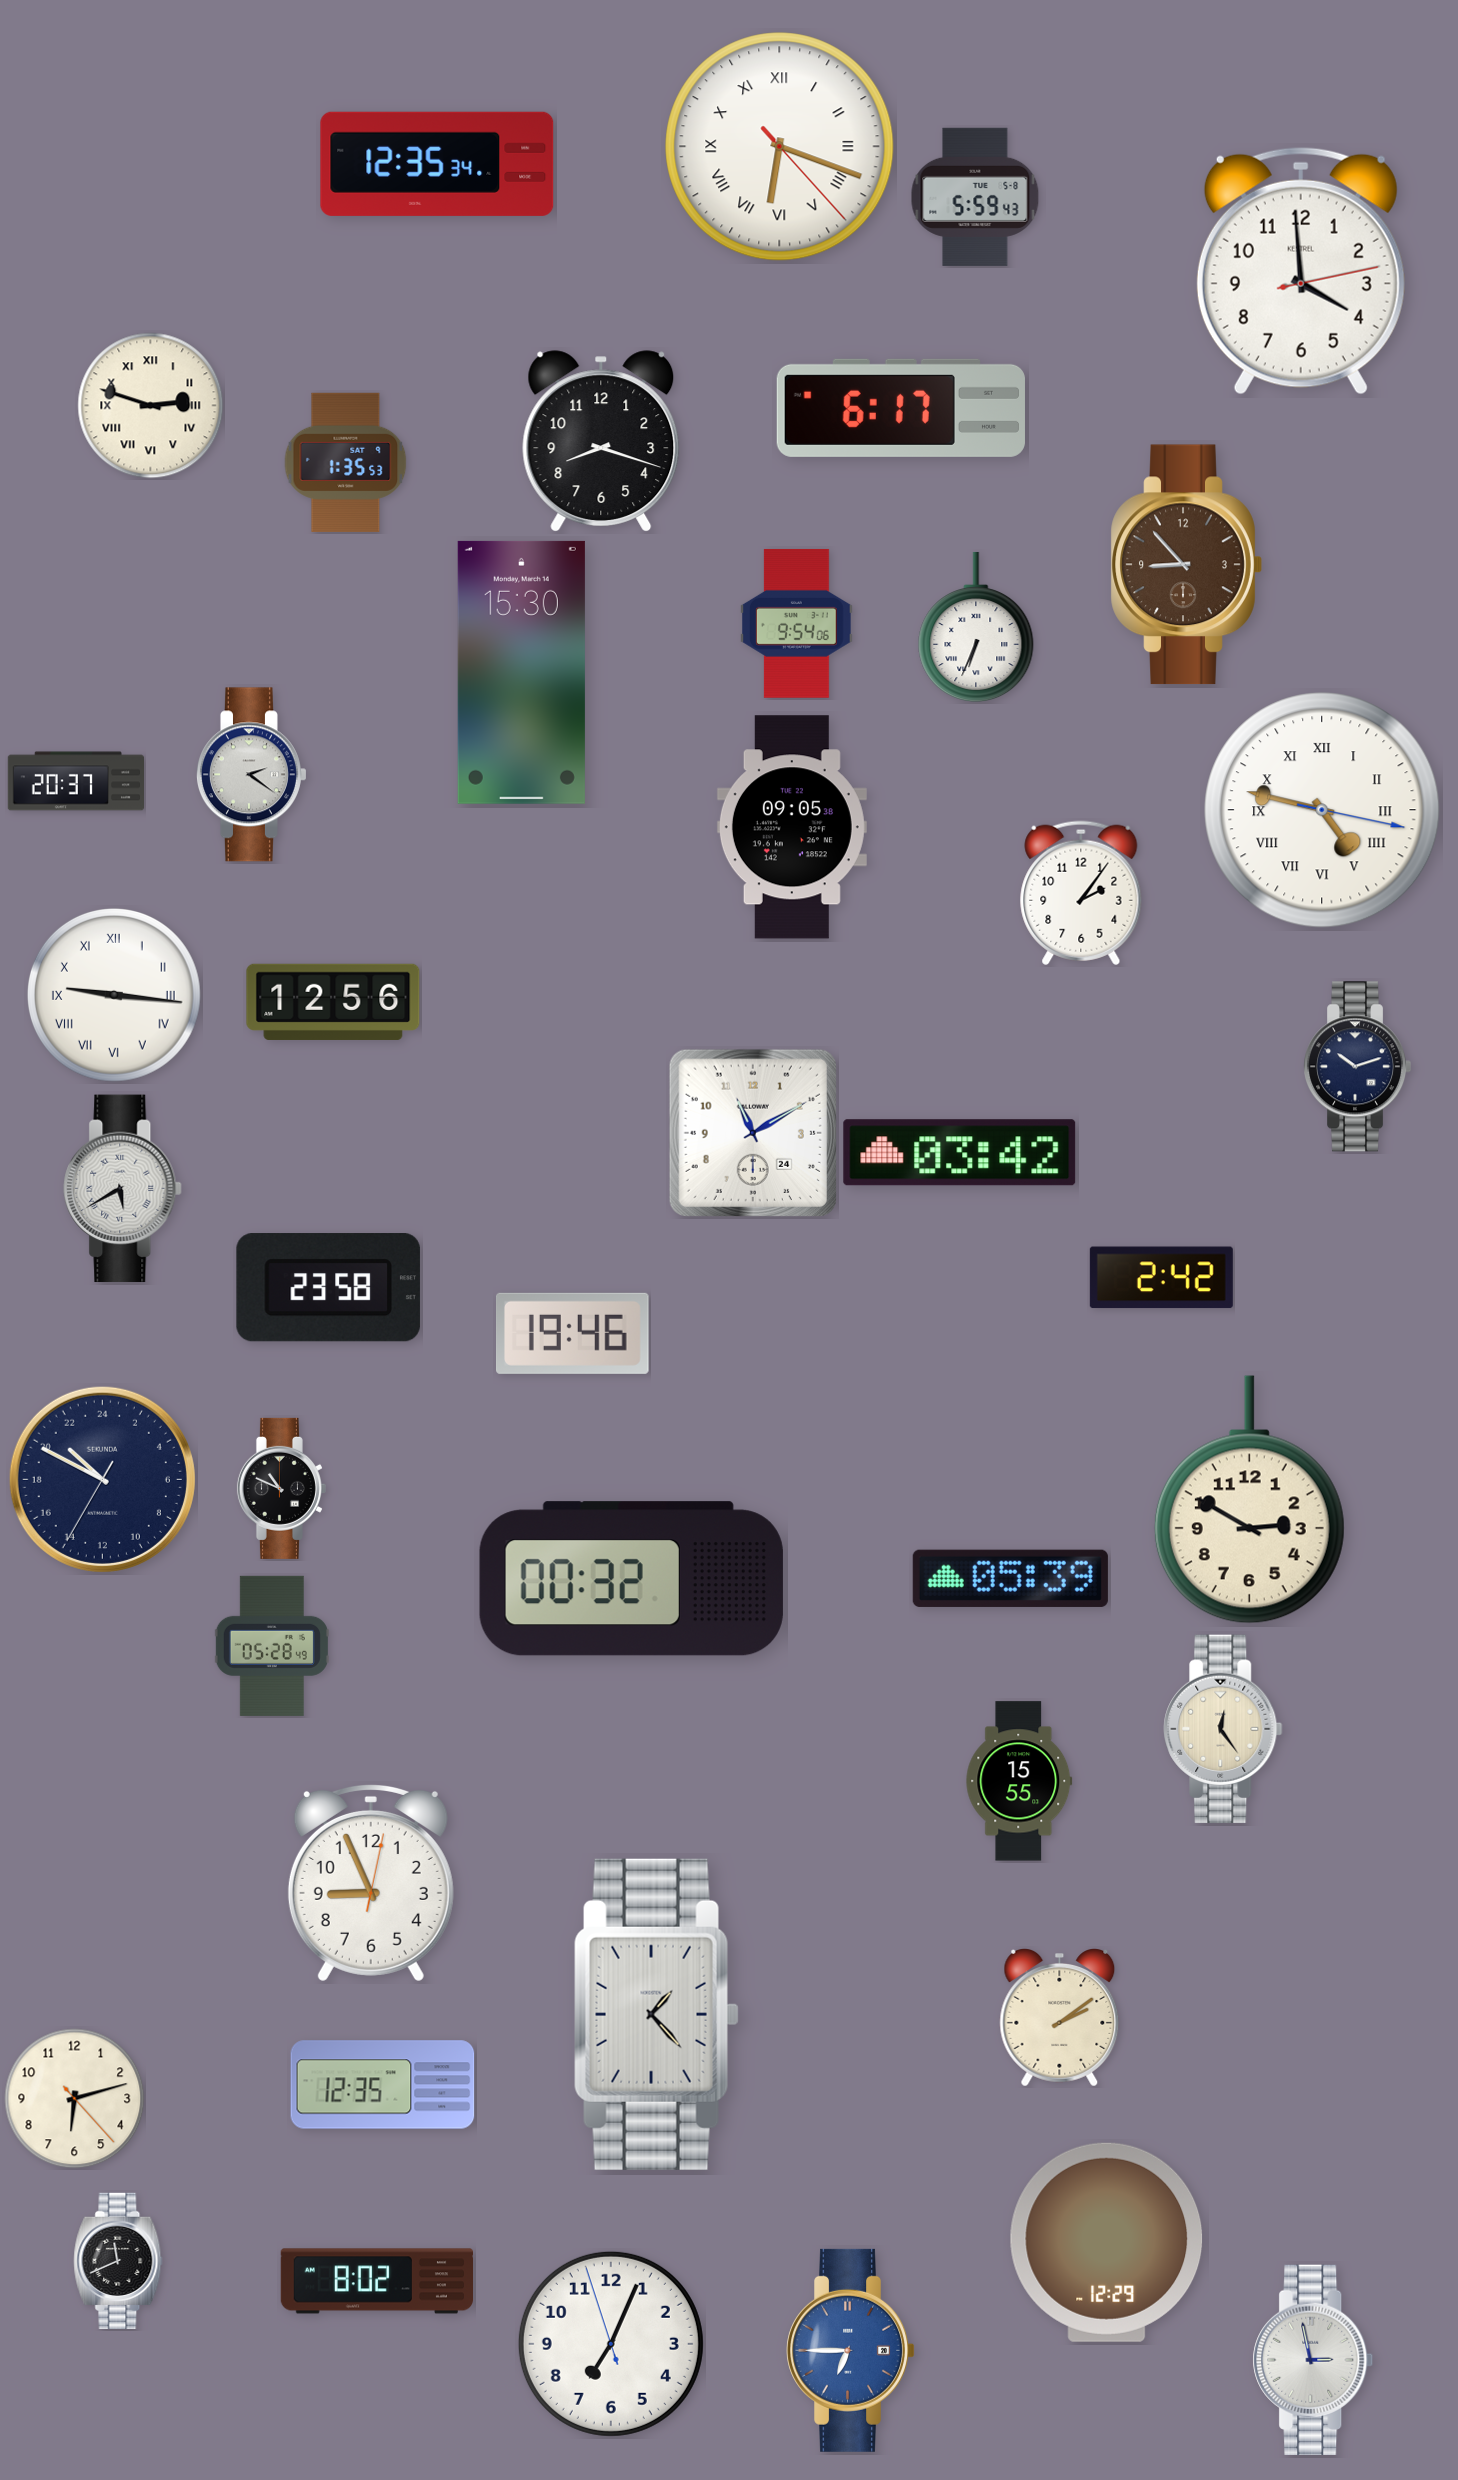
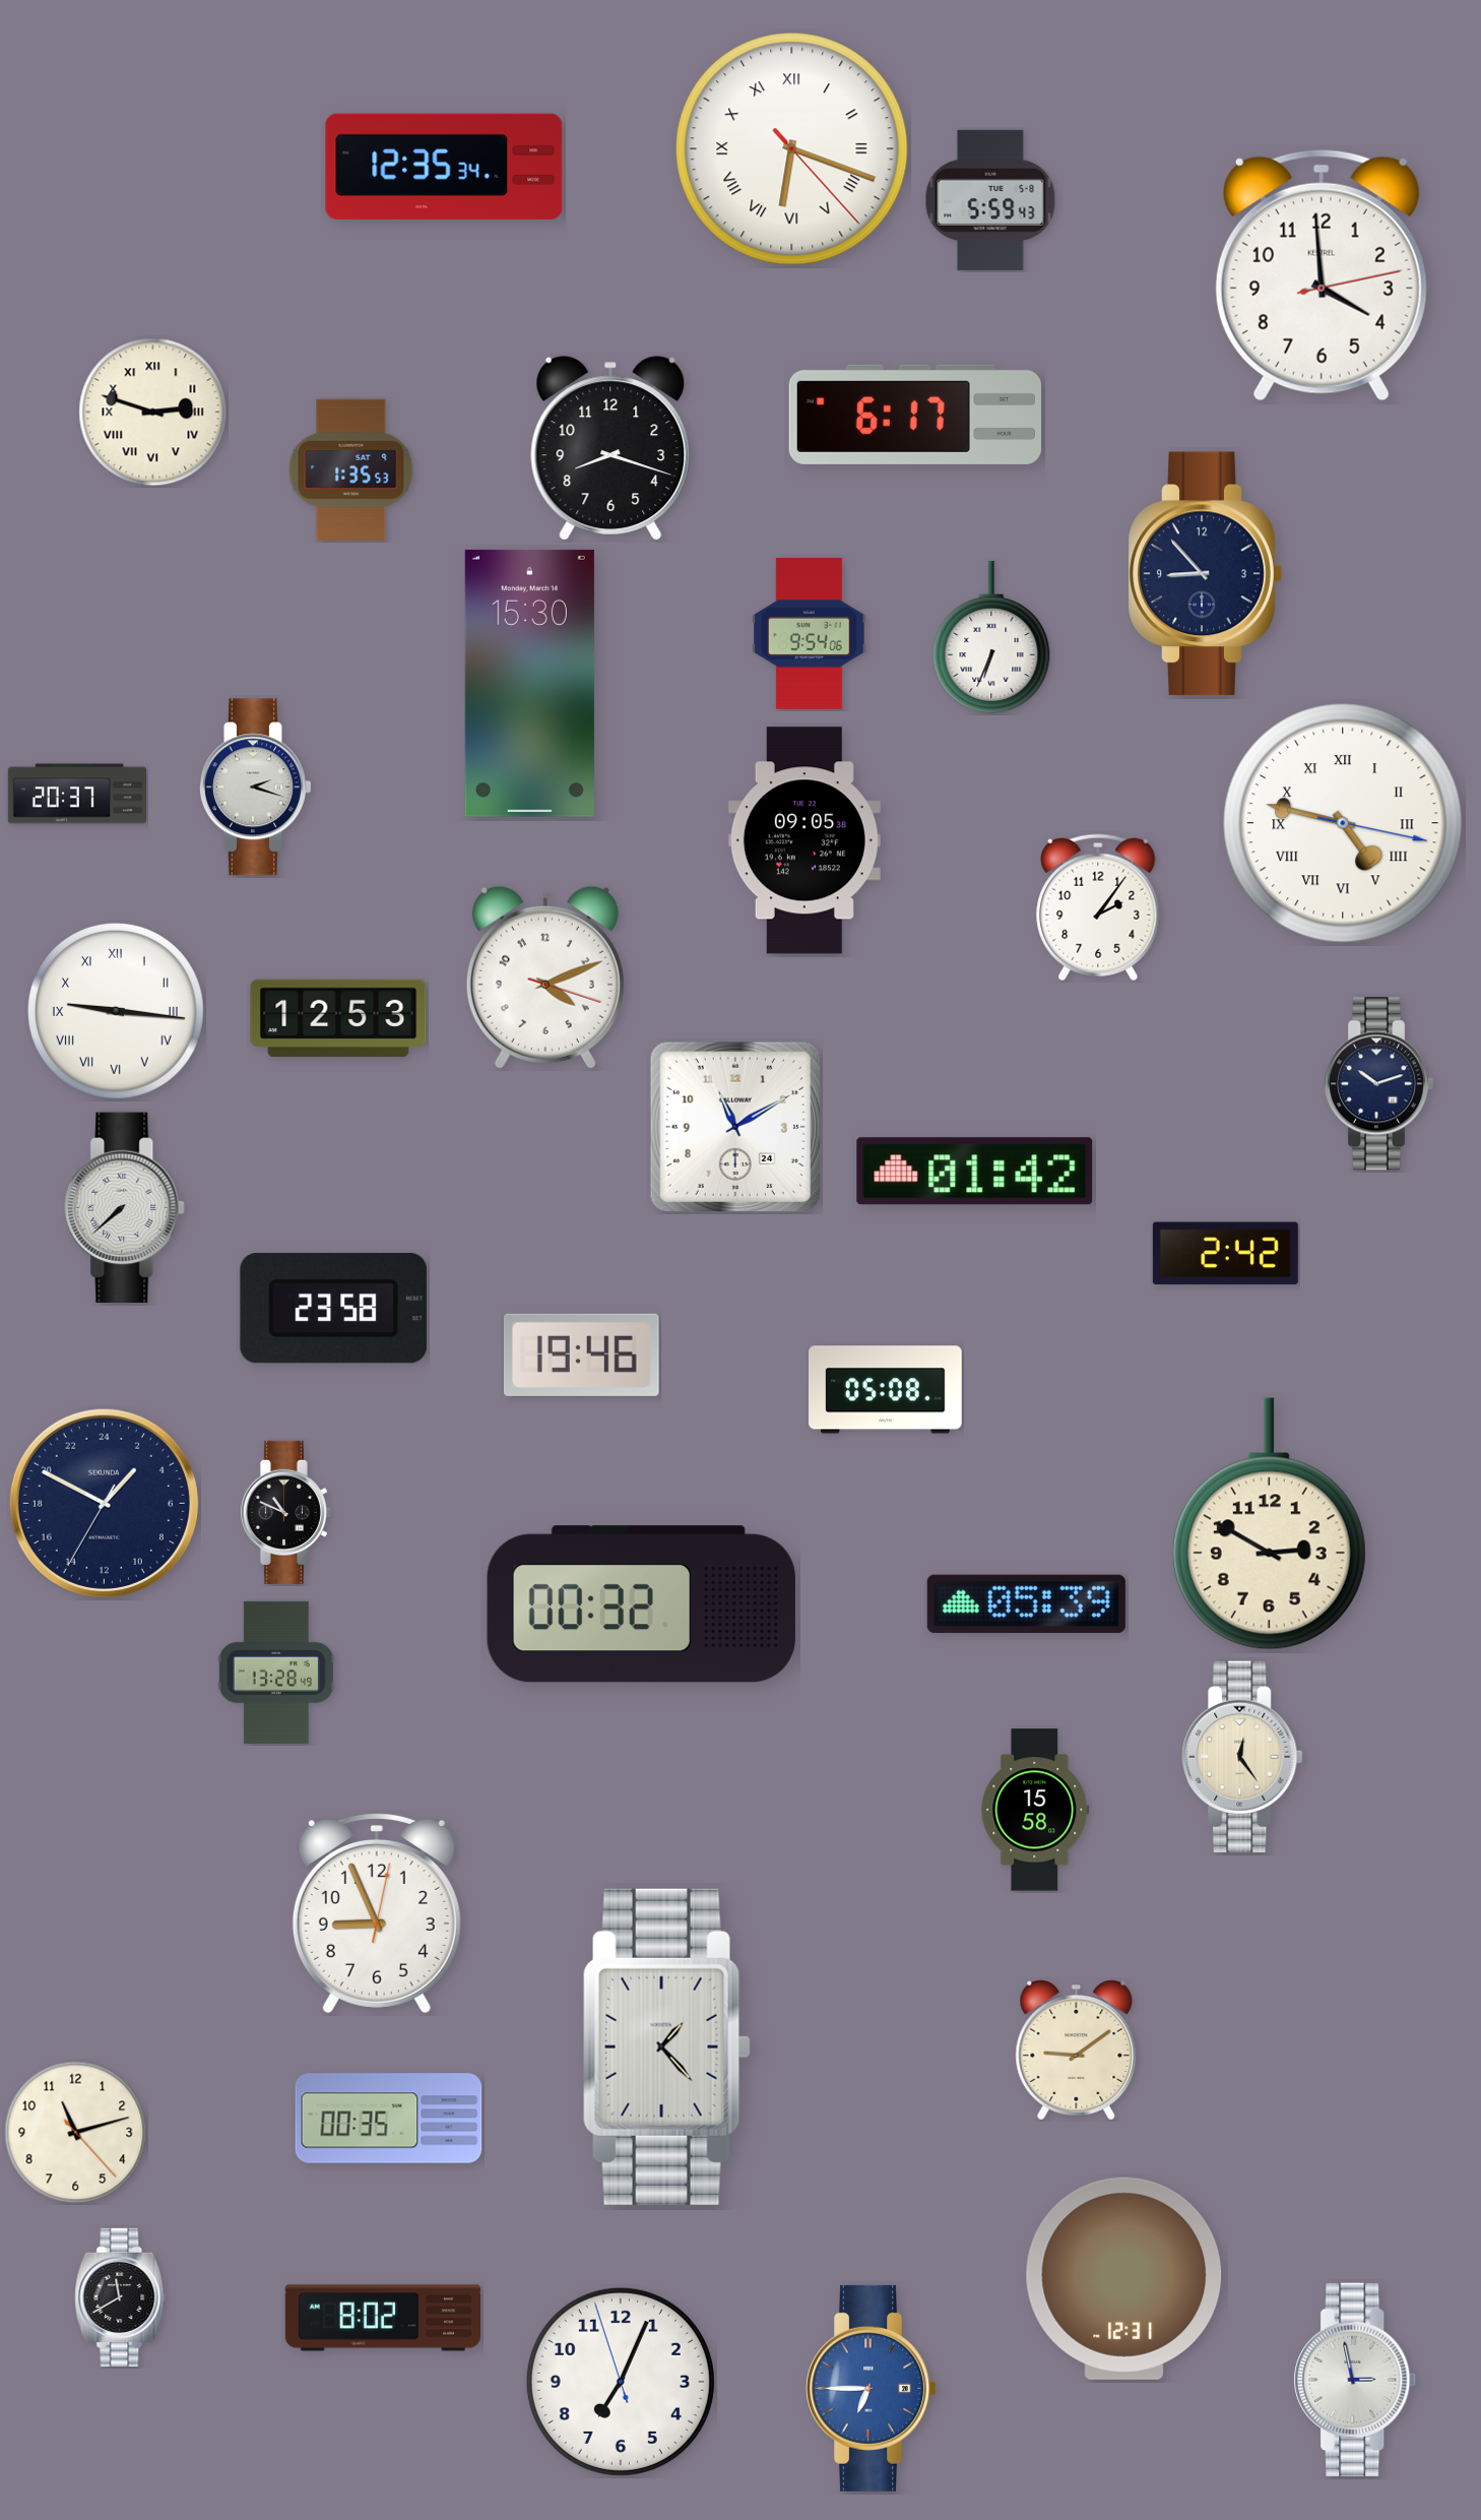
clock at (1186, 565) dial: brown -> navy
clock at (251, 775): 2:21 -> 2:18
clock at (545, 978): none -> 4:11
clock at (333, 1002): 12:56 -> 12:53
clock at (753, 1133) position: (753, 1133) -> (735, 1127)
clock at (960, 1153): 03:42 -> 01:42
clock at (123, 1189): 5:40 -> 7:38
clock at (1161, 1278) position: (1161, 1278) -> (1225, 1254)
clock at (886, 1390): none -> 05:08
clock at (102, 1479): 20:49 -> 2:49
clock at (272, 1646): 05:28 -> 13:28
clock at (1019, 1781): 15:55 -> 15:58
clock at (1060, 2018): 2:09 -> 9:09
clock at (383, 2085): 12:35 -> 00:35
clock at (75, 2099): 6:12 -> 11:12
clock at (1107, 2242): 12:29 -> 12:31
clock at (118, 2261): 11:41 -> 11:40
clock at (850, 2350) position: (850, 2350) -> (871, 2388)
clock at (1313, 2360) position: (1313, 2360) -> (1355, 2380)
